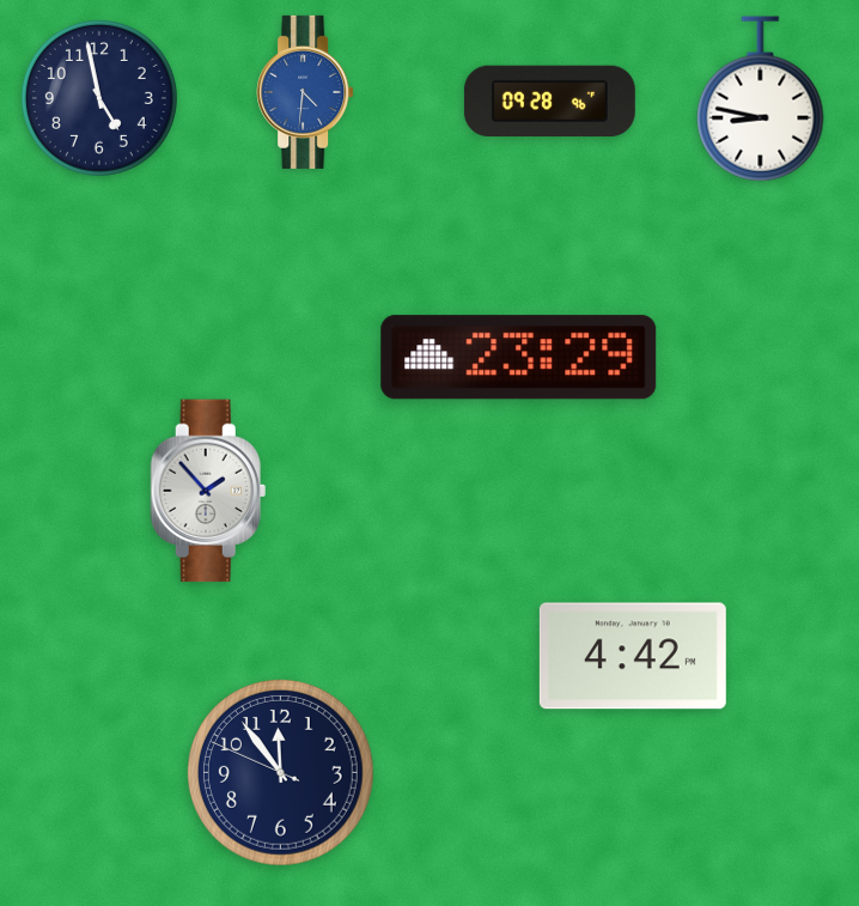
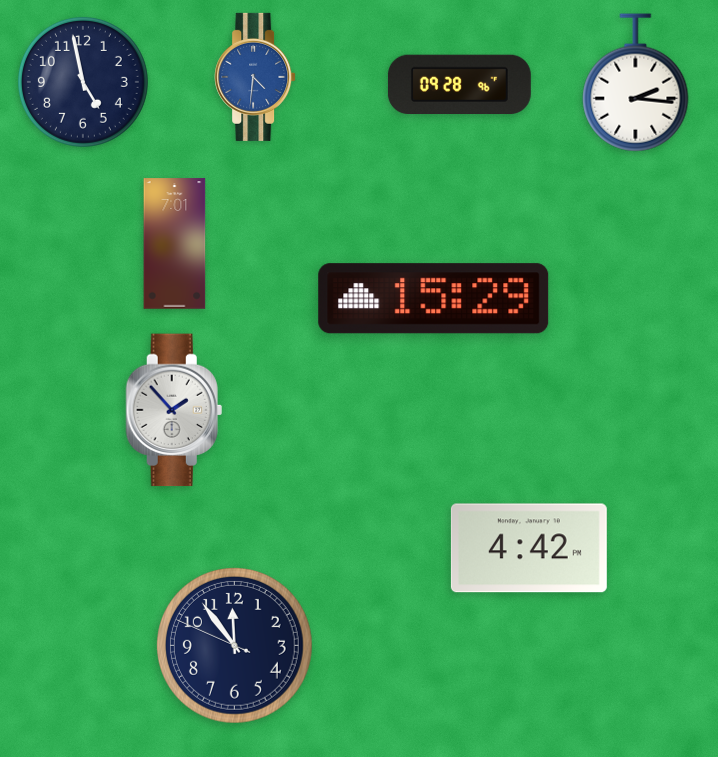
clock at (761, 99): 8:47 -> 2:16
clock at (175, 244): none -> 7:01
clock at (519, 358): 23:29 -> 15:29
